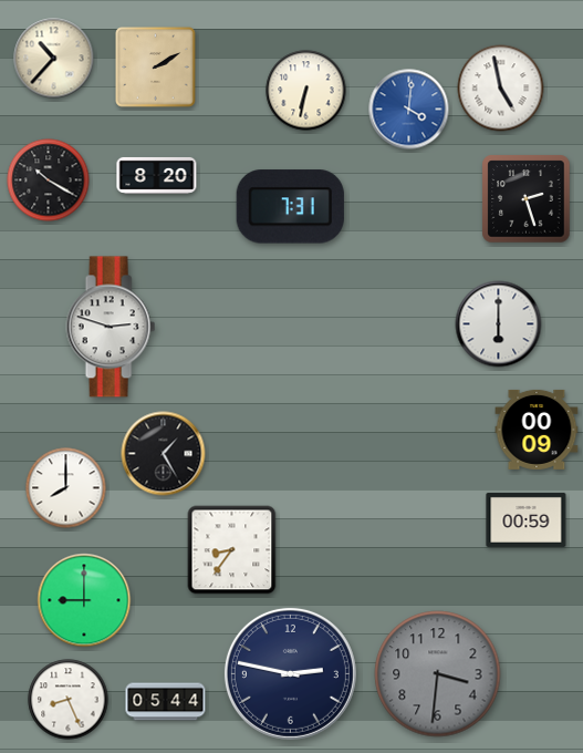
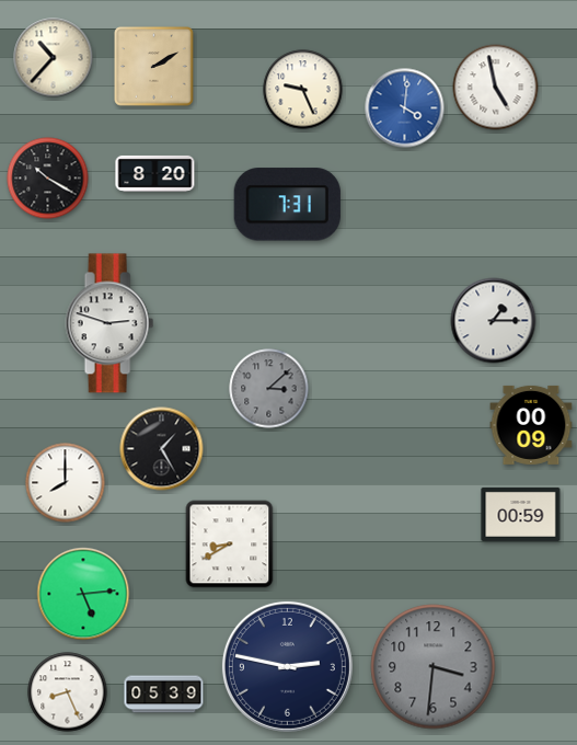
clock at (306, 91): 6:32 -> 9:26
clock at (527, 199): 2:27 -> none
clock at (499, 324): 6:00 -> 1:15
clock at (269, 389): none -> 3:08
clock at (232, 550): 8:36 -> 8:40
clock at (84, 600): 9:00 -> 5:14
clock at (166, 702): 05:44 -> 05:39
